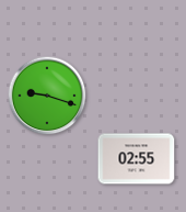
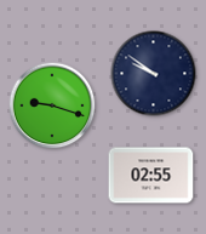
clock at (154, 74): none -> 9:51
